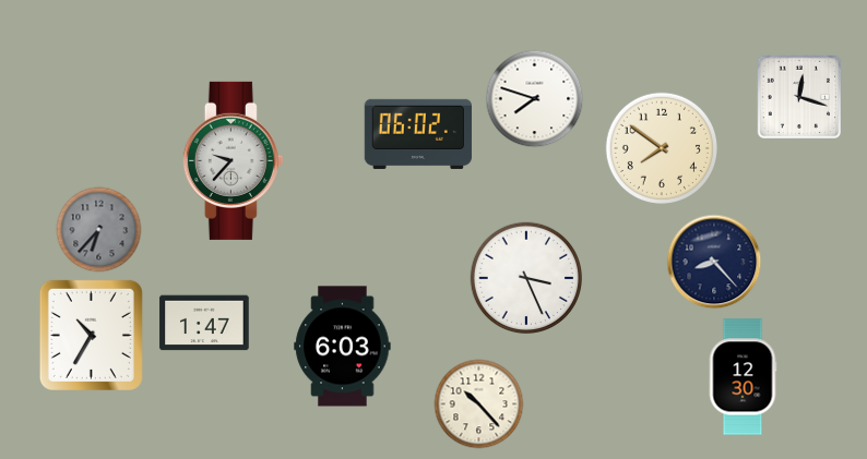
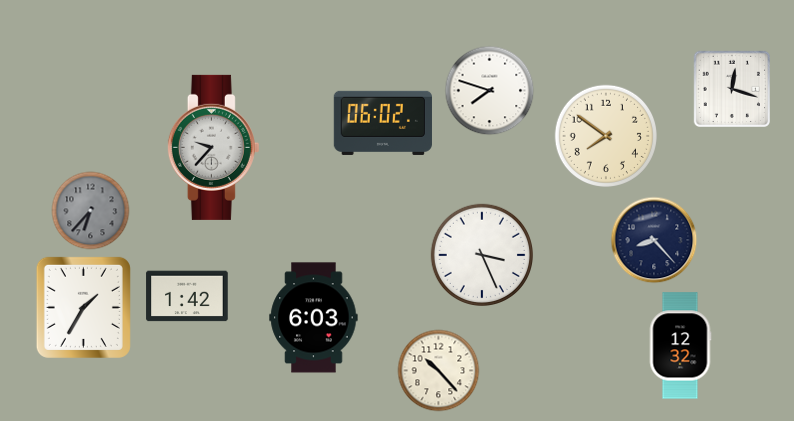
clock at (204, 323): 1:47 -> 1:42
clock at (91, 335): 10:35 -> 1:35
clock at (743, 377): 12:30 -> 12:32
